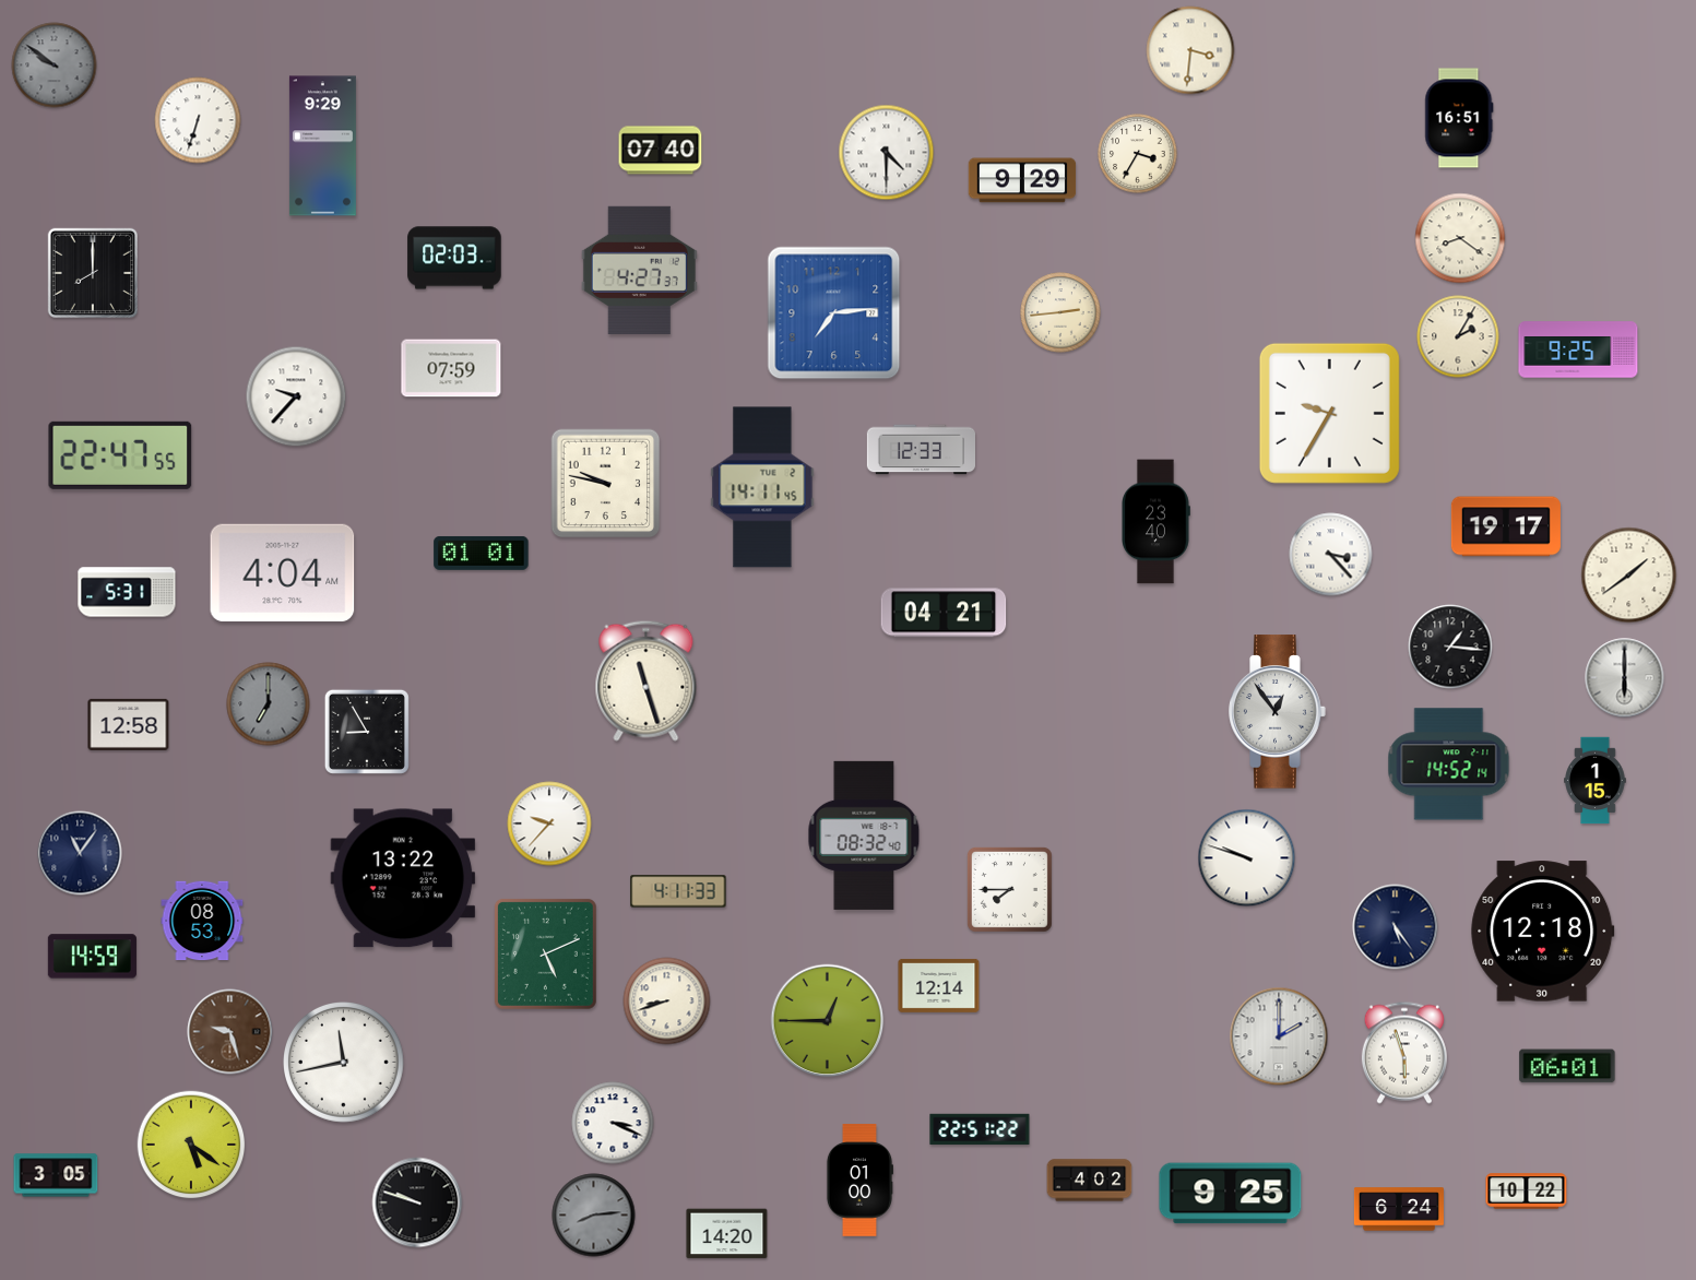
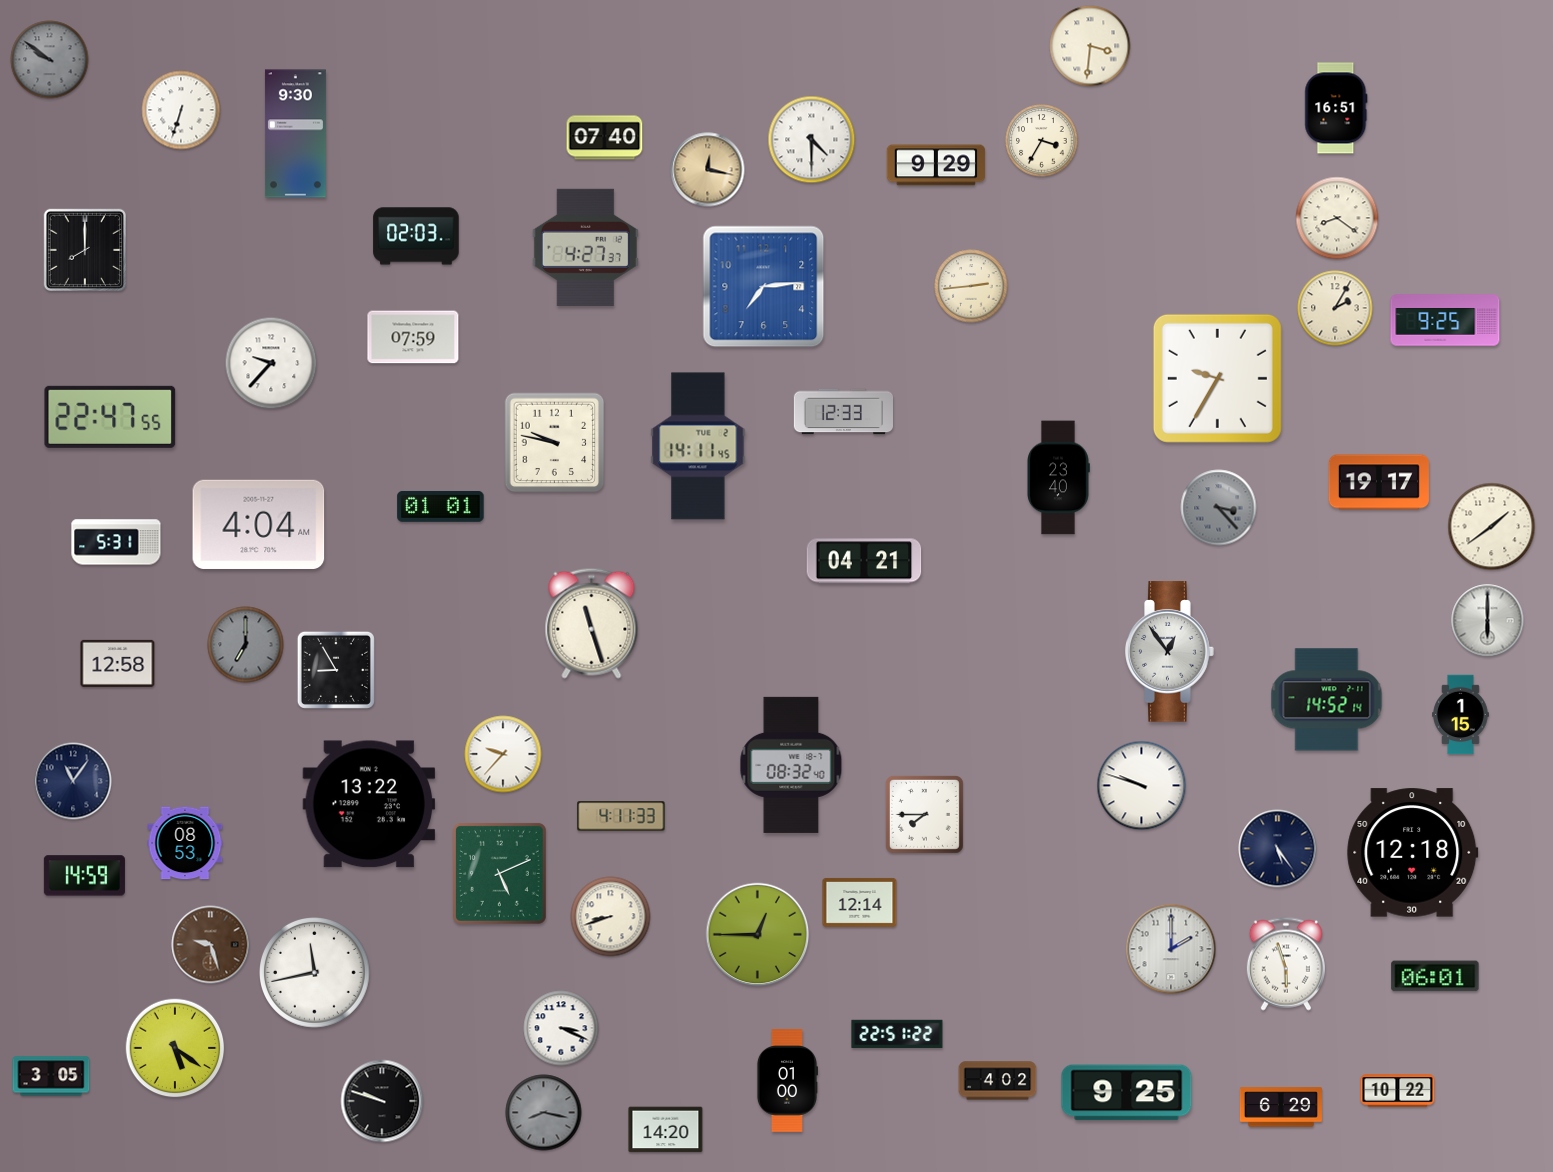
clock at (322, 146): 9:29 -> 9:30
clock at (708, 170): none -> 12:17
clock at (1331, 555) dial: white -> grey
clock at (1450, 647): 1:16 -> none
clock at (1399, 1209): 6:24 -> 6:29
clock at (594, 1216): 8:14 -> 8:17
